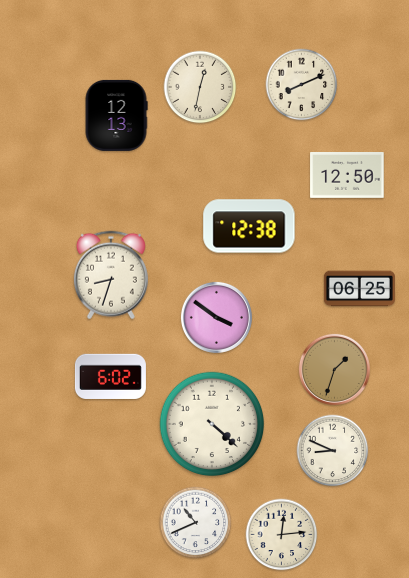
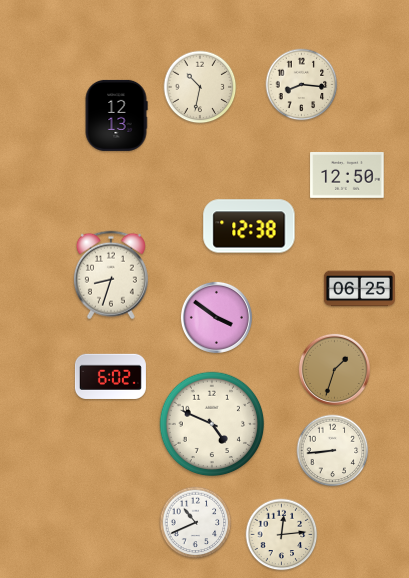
clock at (302, 85): 8:11 -> 8:16
clock at (200, 87): 12:32 -> 10:32
clock at (212, 424): 4:22 -> 4:49
clock at (333, 451): 8:49 -> 8:44
